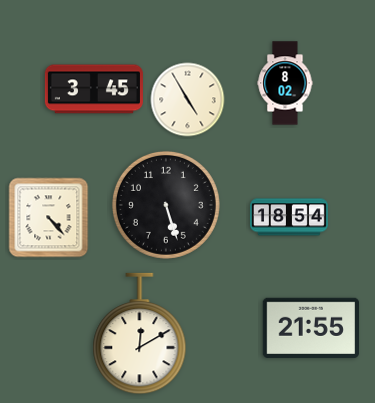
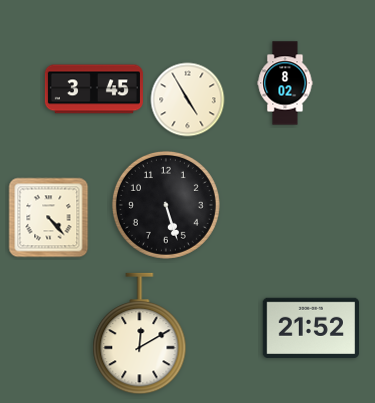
clock at (289, 217): 18:54 -> none
clock at (310, 328): 21:55 -> 21:52
